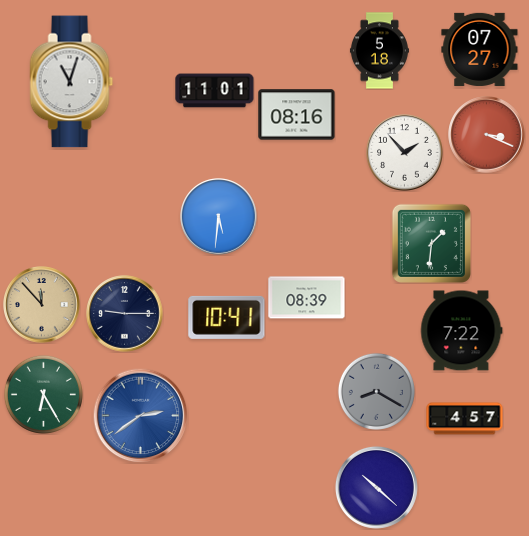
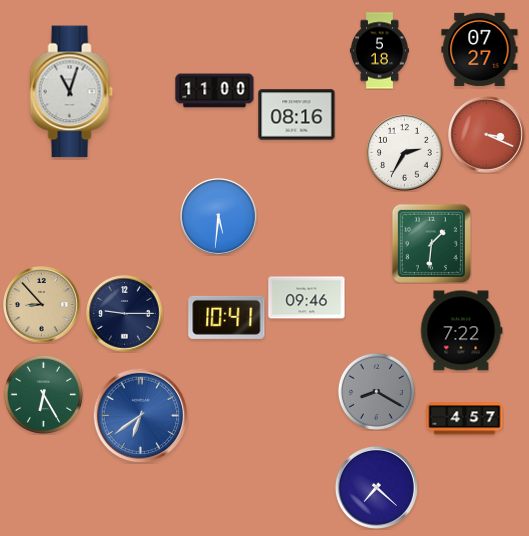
clock at (72, 82) position: (72, 82) -> (72, 92)
clock at (215, 91): 11:01 -> 11:00
clock at (405, 153): 1:53 -> 2:35
clock at (307, 298): 08:39 -> 09:46
clock at (42, 305): 11:53 -> 8:53
clock at (140, 415): 2:39 -> 6:39
clock at (376, 487): 10:22 -> 7:22
